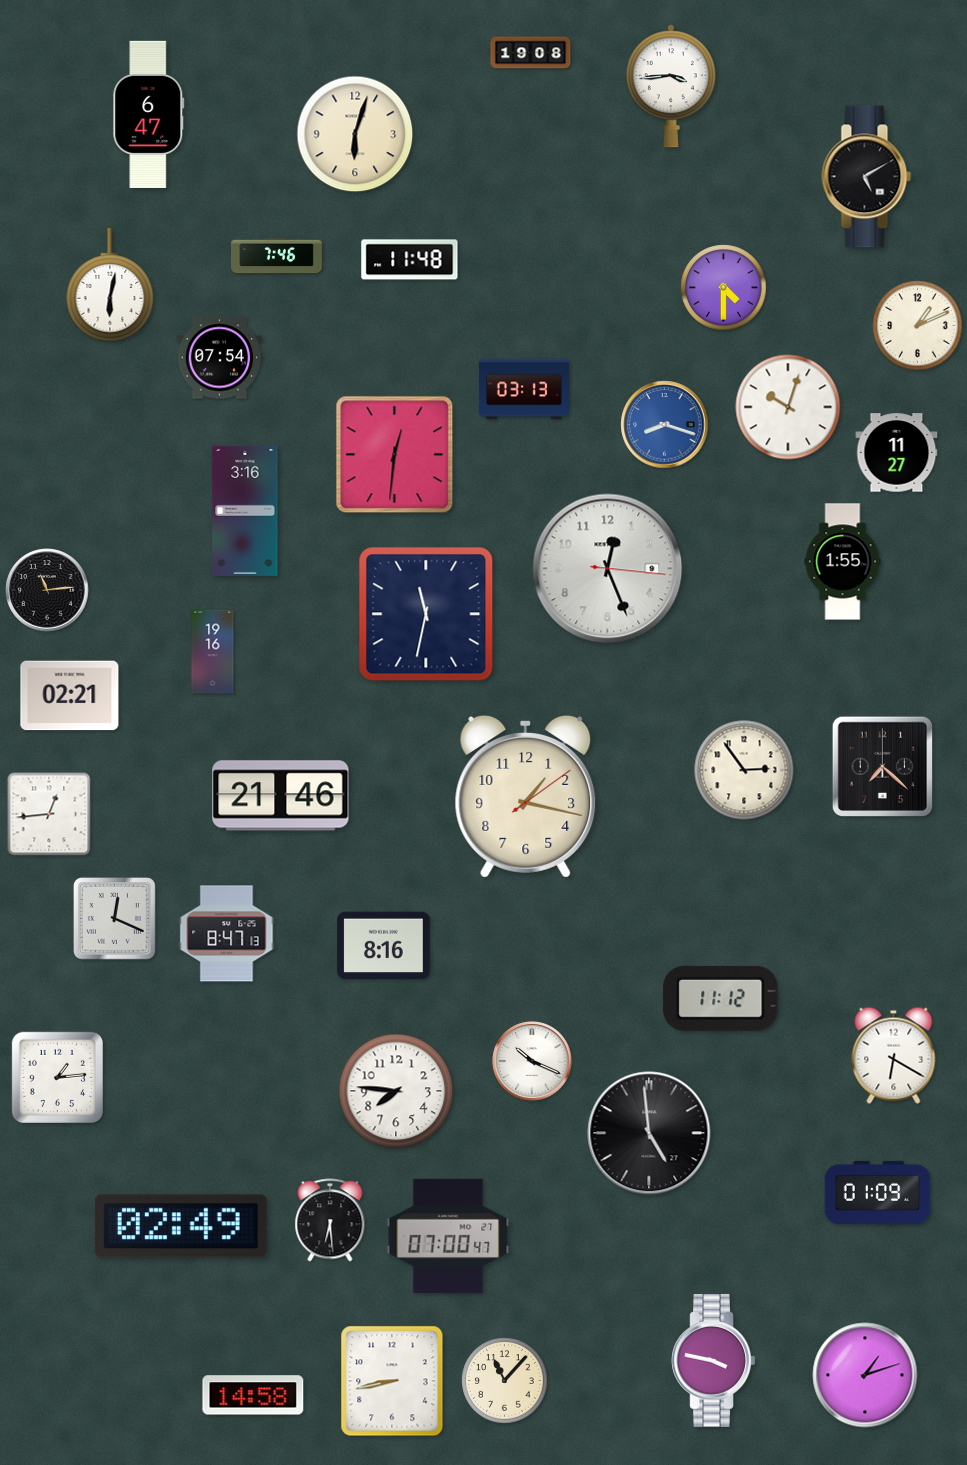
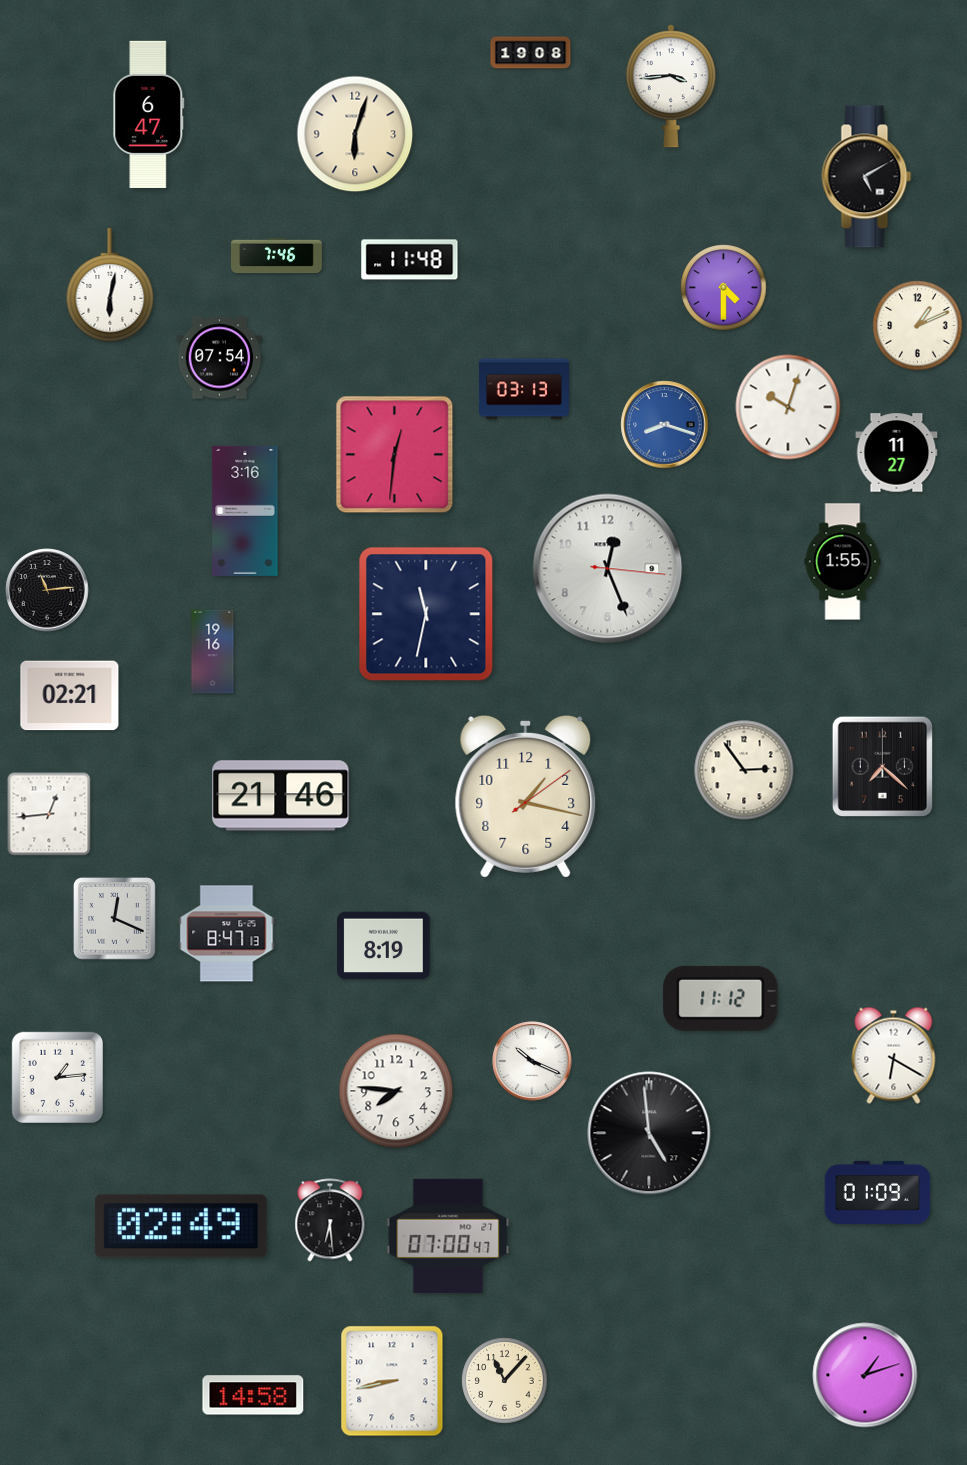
clock at (384, 946): 8:16 -> 8:19
clock at (714, 1361): 3:47 -> none
